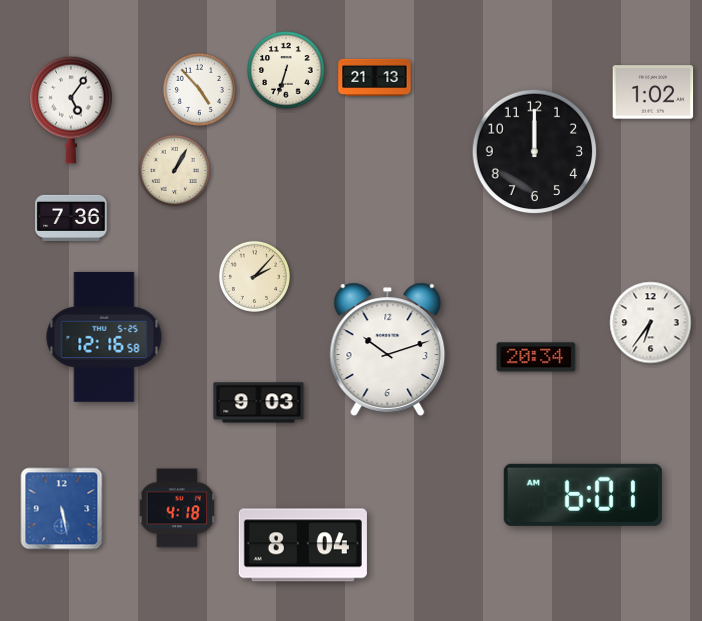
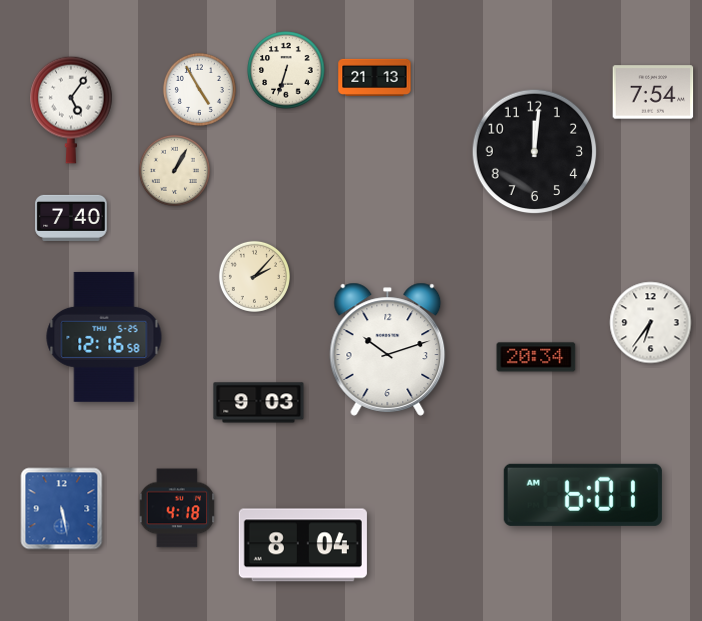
clock at (199, 89): 4:53 -> 4:55
clock at (653, 92): 1:02 -> 7:54
clock at (535, 152): 12:00 -> 12:01
clock at (71, 218): 7:36 -> 7:40
